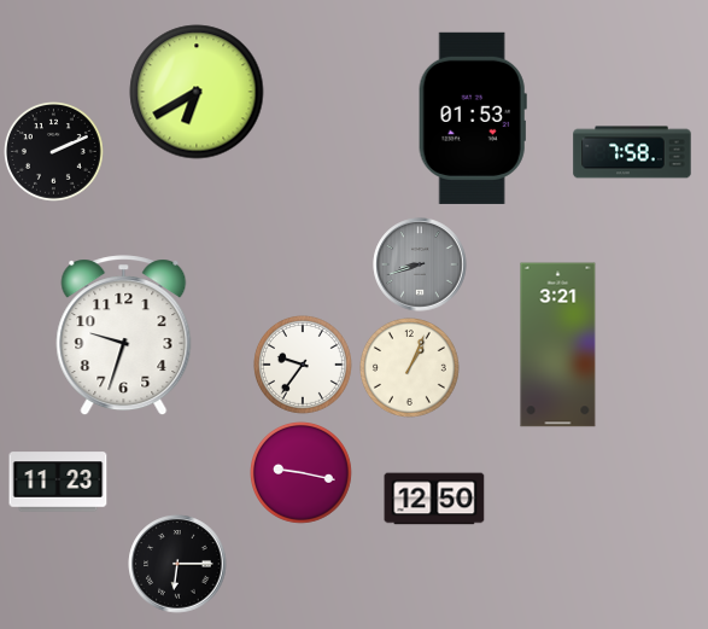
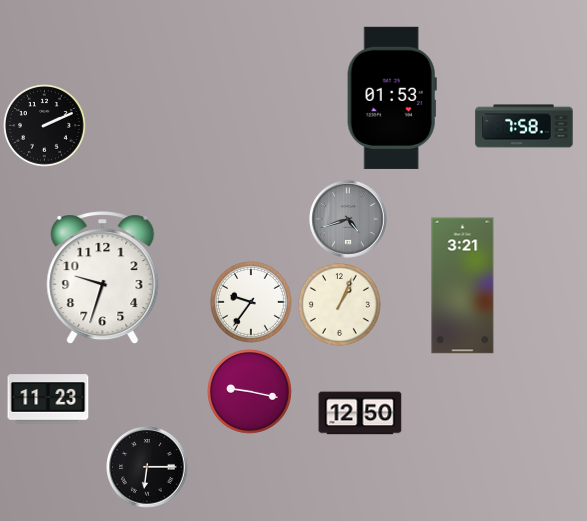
clock at (197, 92): 6:40 -> none
clock at (420, 264): 8:42 -> 4:42
